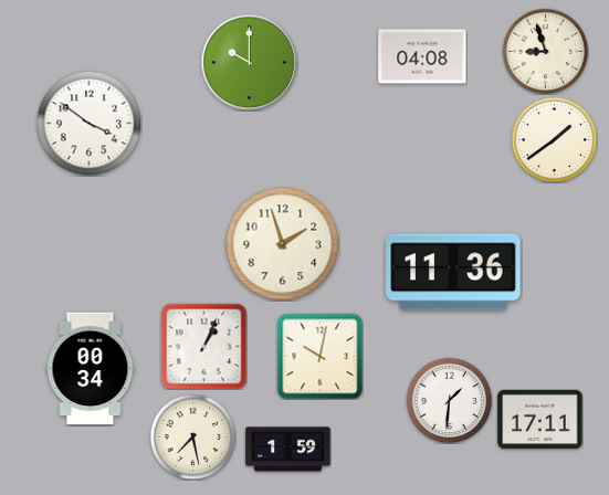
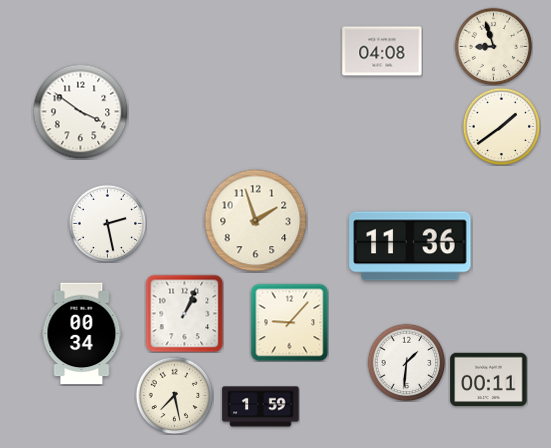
clock at (249, 62): 10:00 -> none
clock at (107, 223): none -> 2:28
clock at (319, 356): 10:02 -> 9:07
clock at (540, 420): 17:11 -> 00:11
